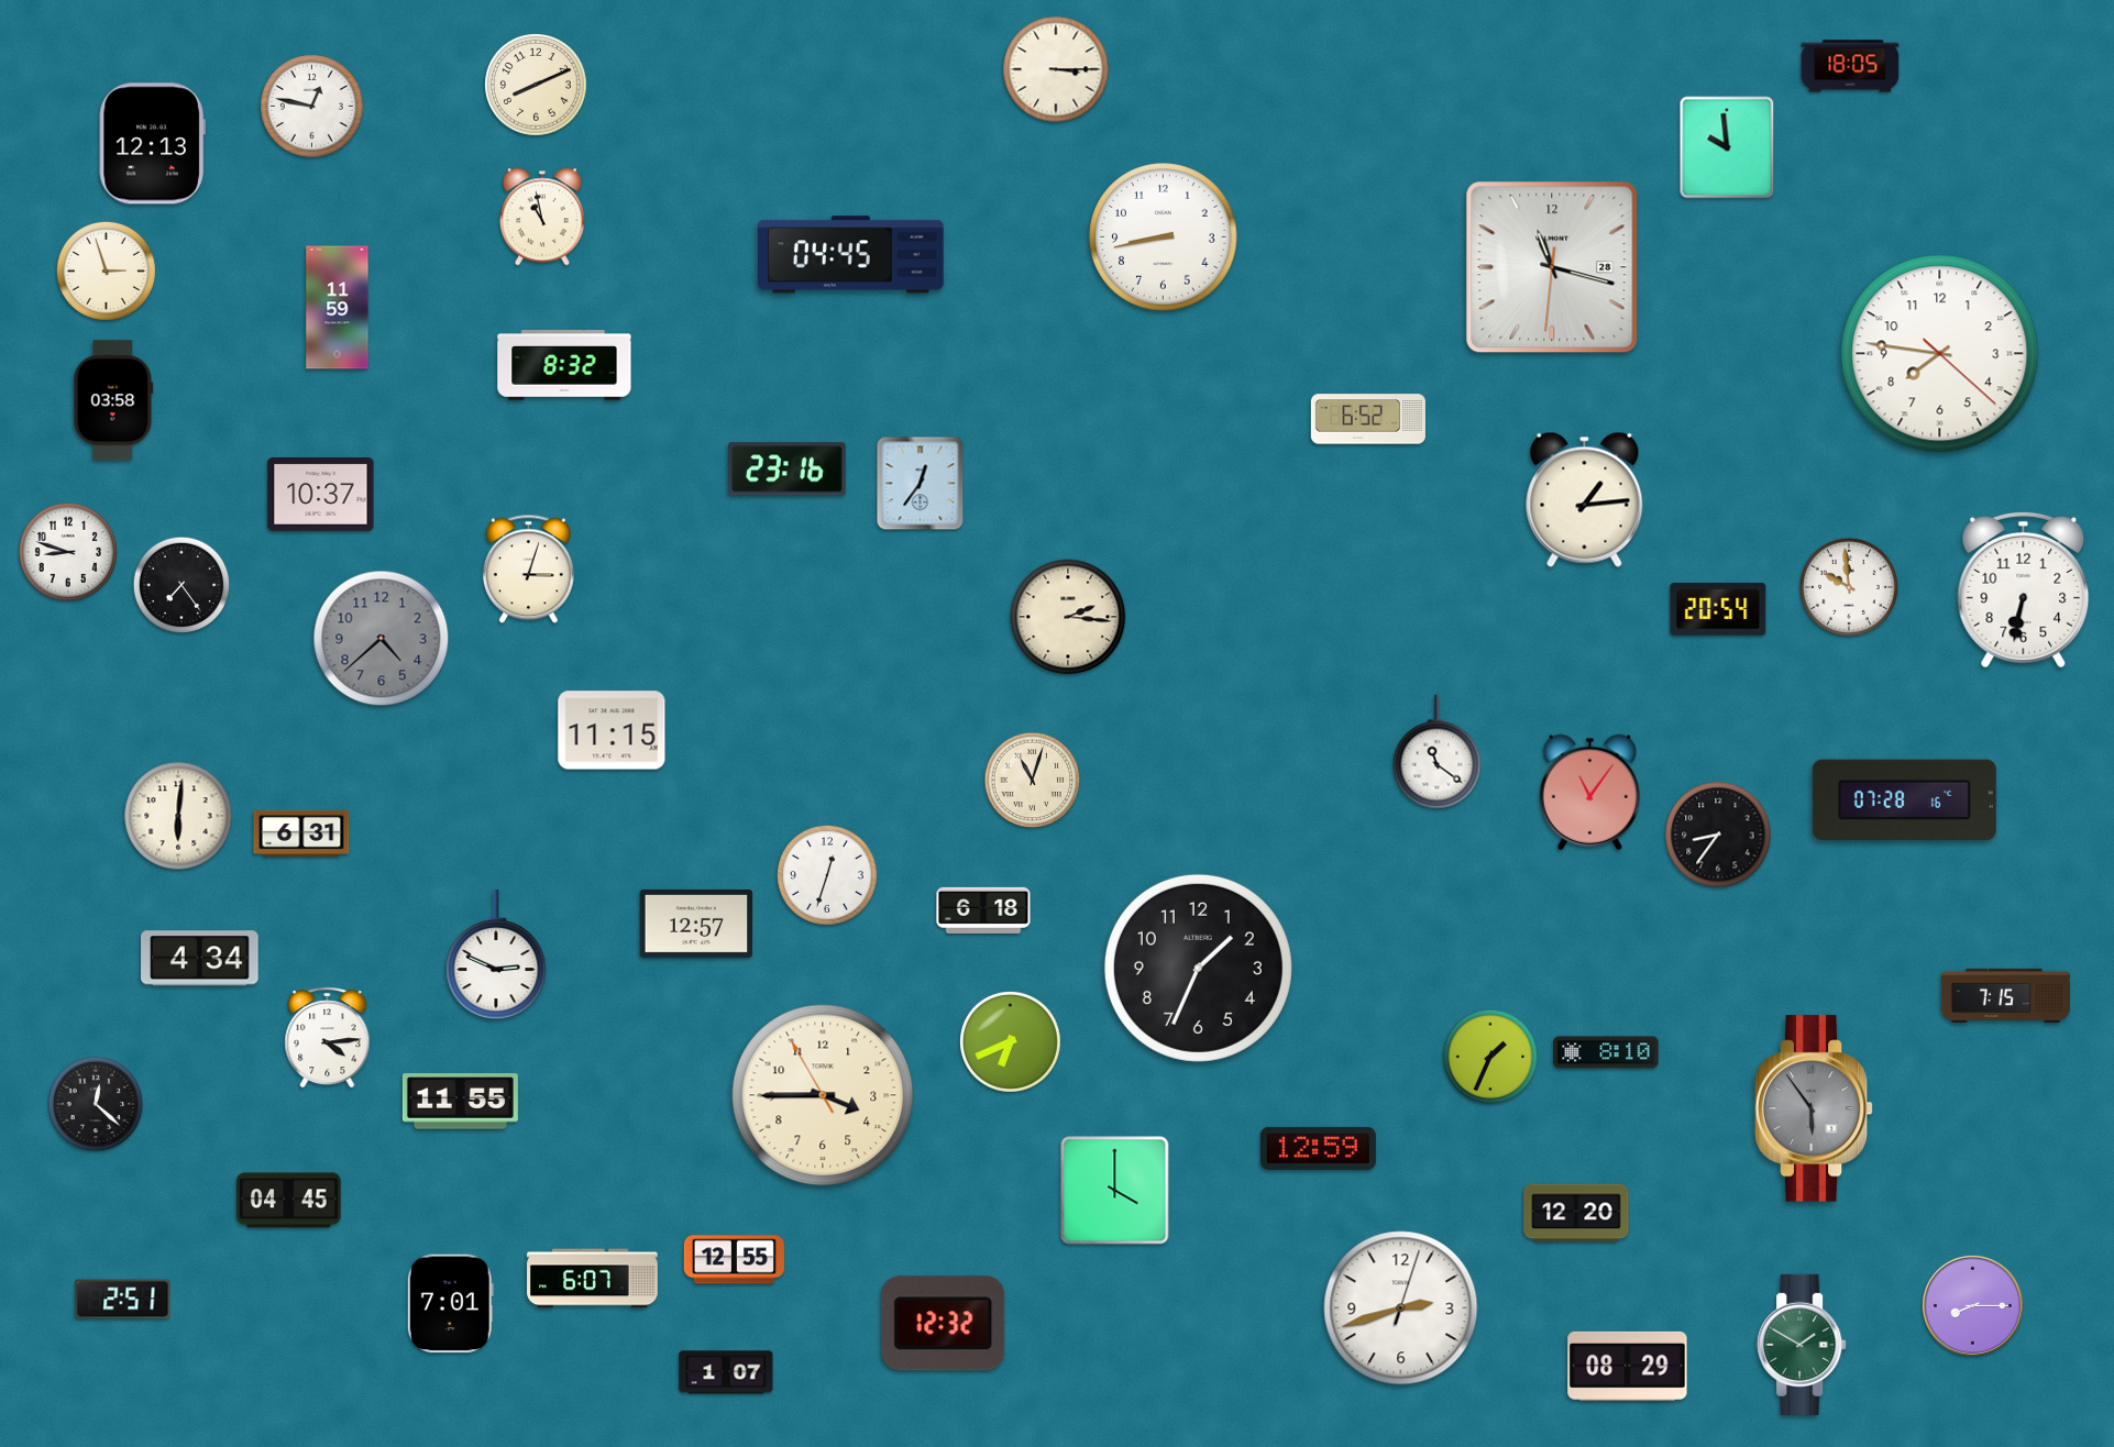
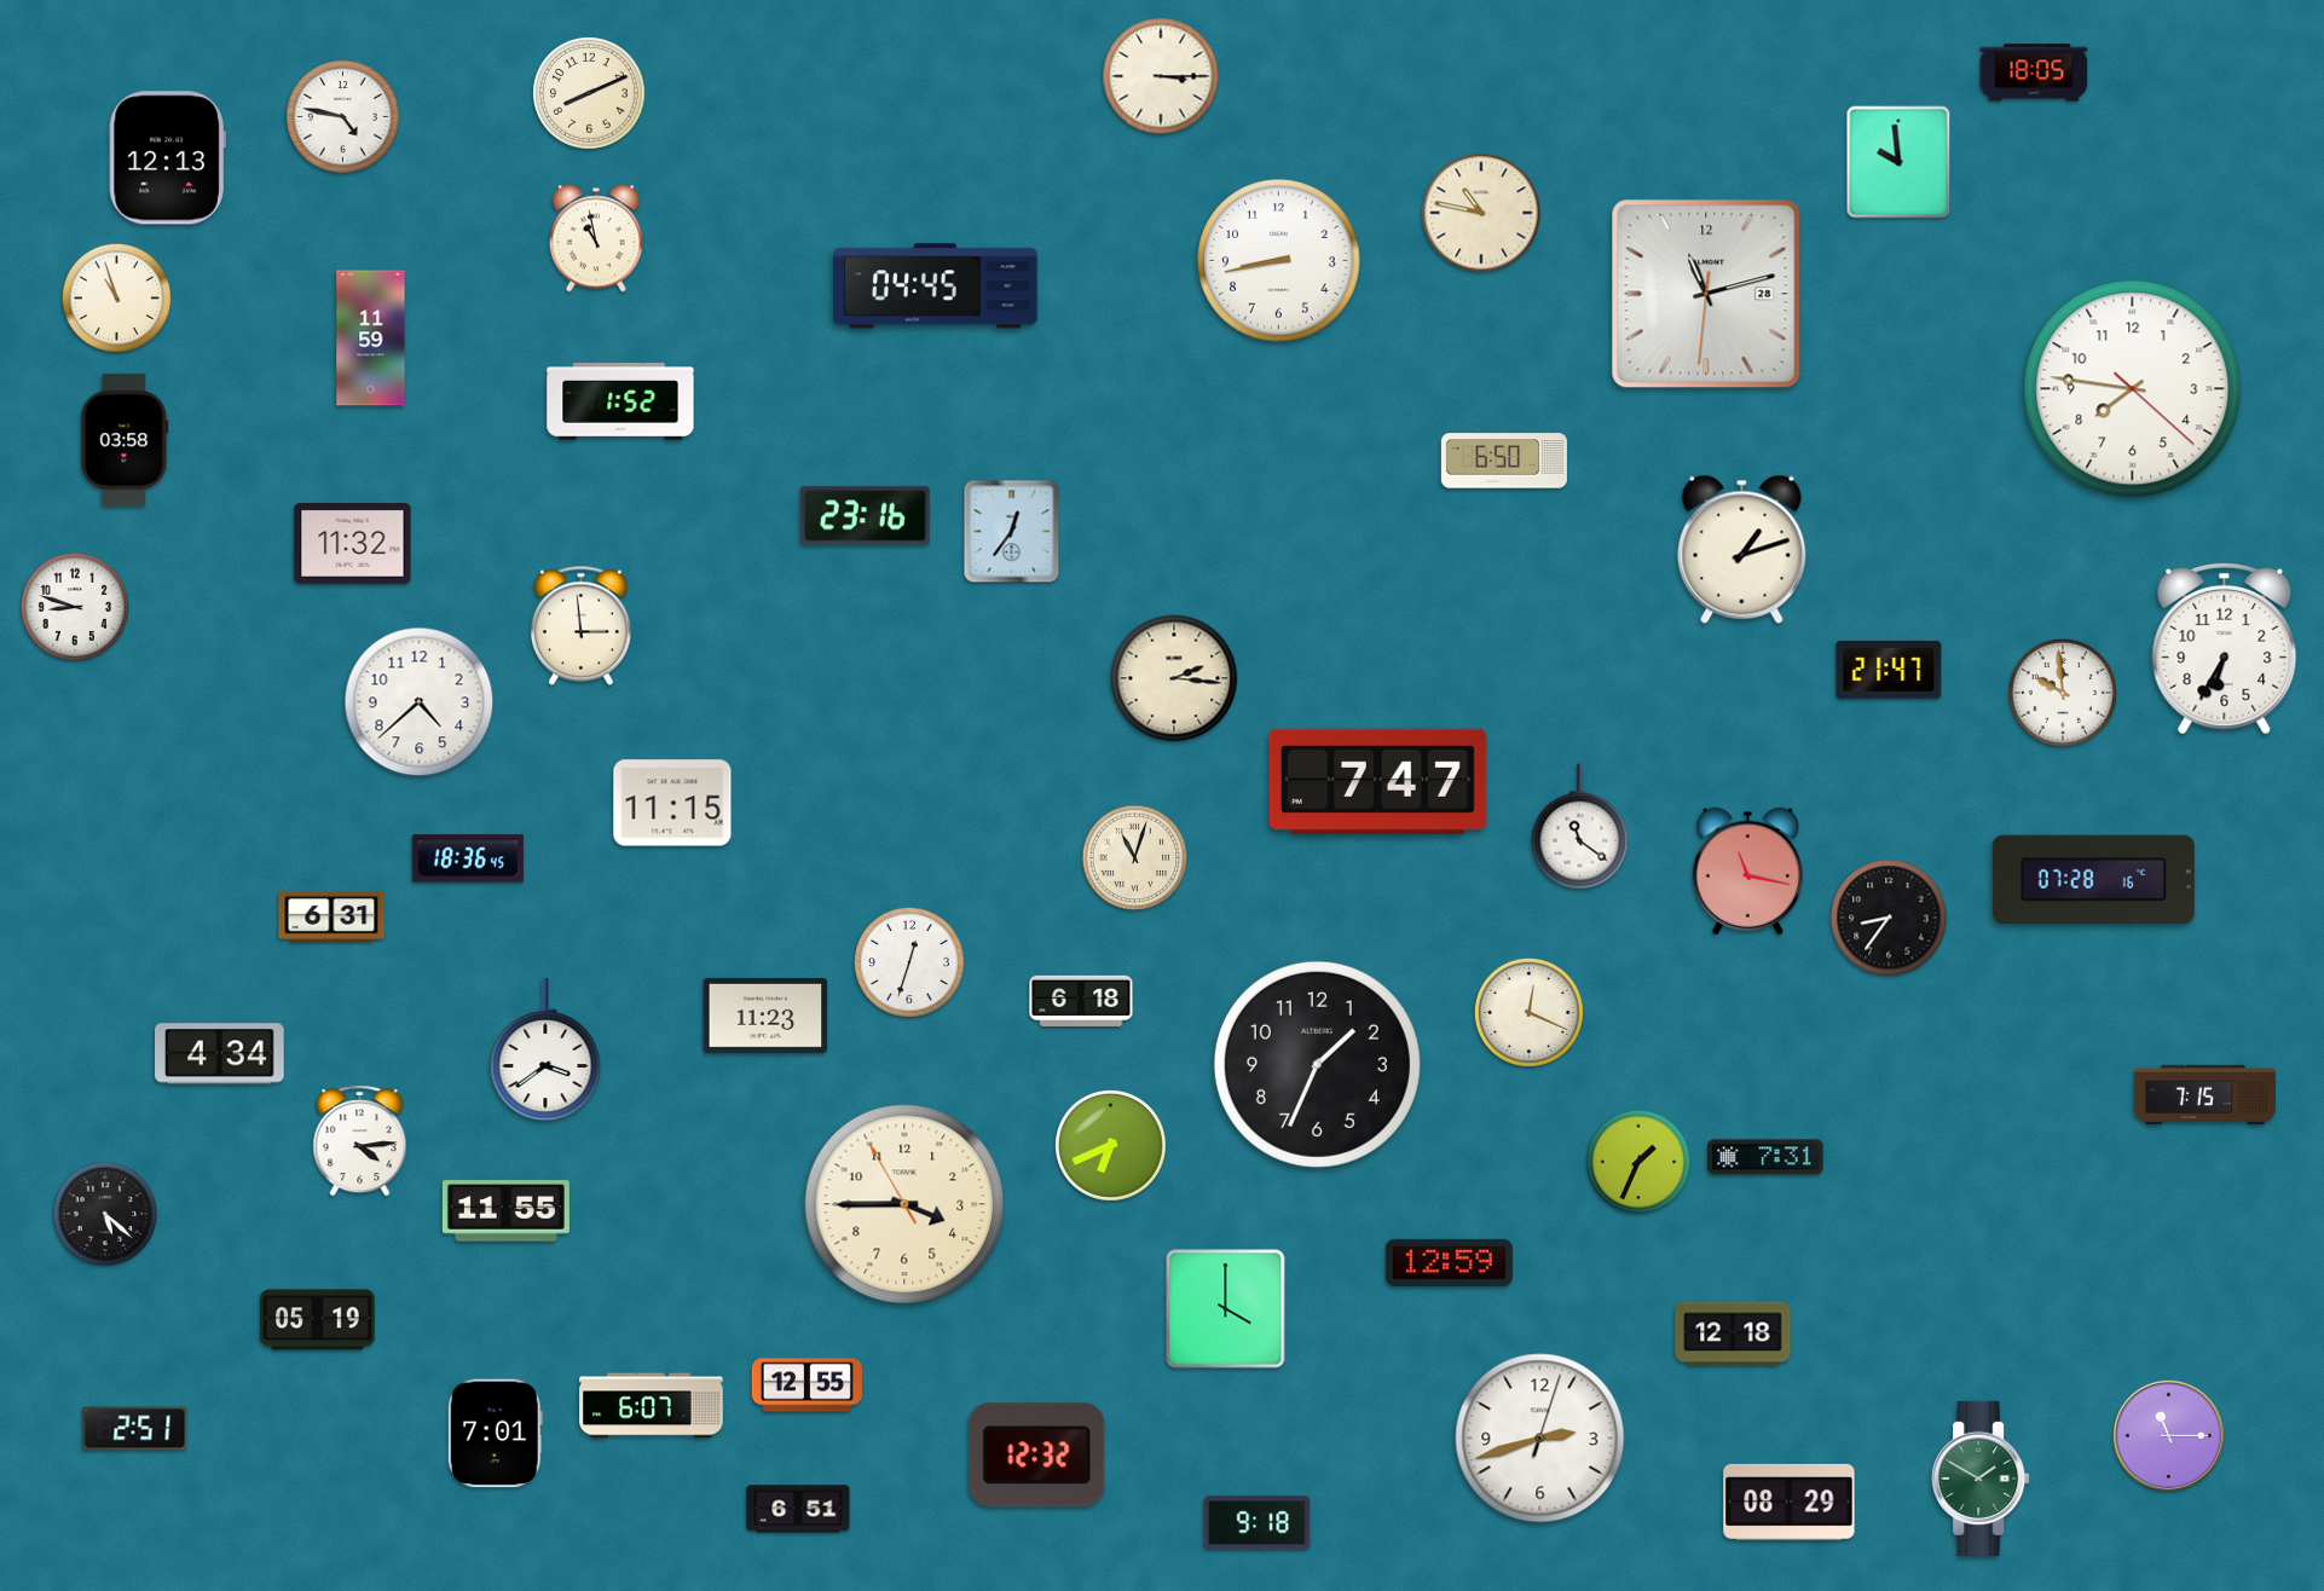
clock at (312, 107): 12:47 -> 4:47
clock at (1481, 213): none -> 10:47
clock at (851, 255) position: (851, 255) -> (936, 287)
clock at (1552, 267): 11:17 -> 11:12
clock at (106, 270): 2:57 -> 10:57
clock at (564, 365): 8:32 -> 1:52
clock at (1368, 419): 6:52 -> 6:50
clock at (321, 494): 10:37 -> 11:32
clock at (1585, 499): 1:14 -> 1:12
clock at (528, 570): 3:03 -> 2:59
clock at (181, 585): 7:24 -> none
clock at (1849, 587) position: (1849, 587) -> (2063, 693)
clock at (2024, 589): 6:32 -> 6:35
clock at (1718, 609): 20:54 -> 21:47
clock at (382, 639) dial: grey -> white
clock at (1377, 781): none -> 7:47
clock at (468, 858): none -> 18:36
clock at (1590, 792): 11:06 -> 11:17
clock at (178, 816): 6:01 -> none
clock at (1528, 1012): none -> 12:19
clock at (696, 924): 12:57 -> 11:23
clock at (496, 954): 2:49 -> 3:39
clock at (1606, 1052): 8:10 -> 7:31
clock at (96, 1104): 12:22 -> 5:22
clock at (1814, 1108): 5:54 -> none
clock at (289, 1201): 04:45 -> 05:19
clock at (1576, 1213): 12:20 -> 12:18
clock at (1972, 1305): 8:15 -> 11:15
clock at (726, 1372): 1:07 -> 6:51
clock at (1258, 1523): none -> 9:18
